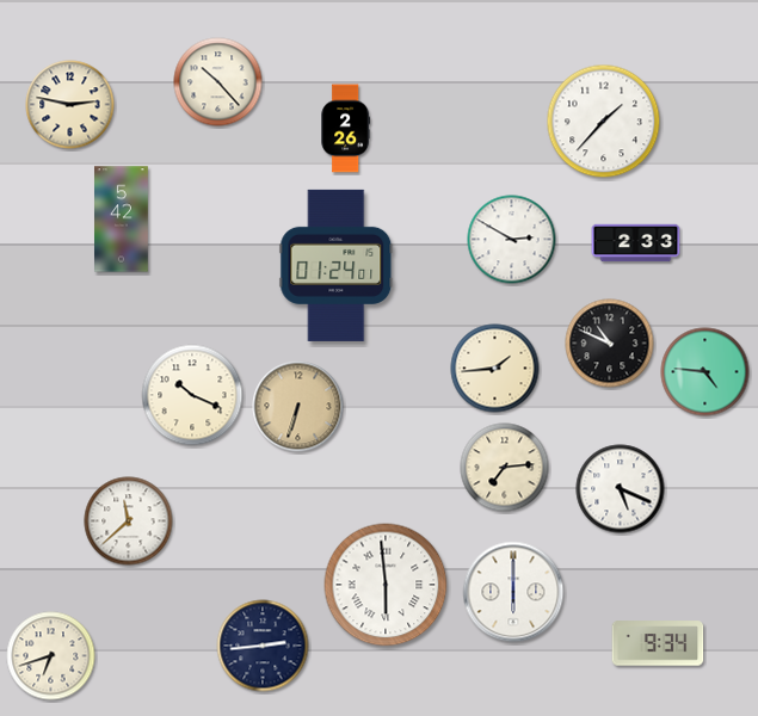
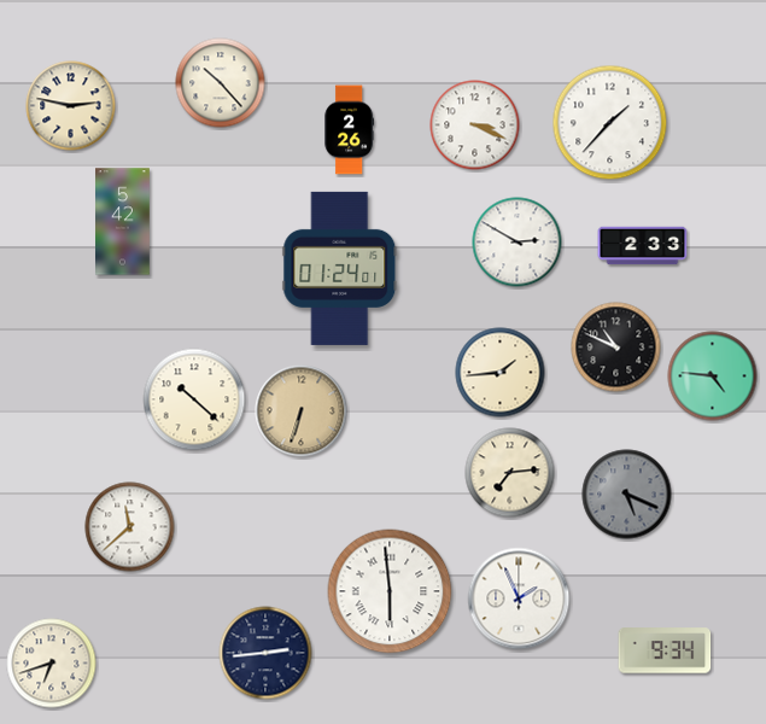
clock at (475, 125): none -> 3:19
clock at (192, 395): 10:19 -> 10:22
clock at (621, 489) dial: white -> grey
clock at (513, 592): 6:00 -> 1:56
